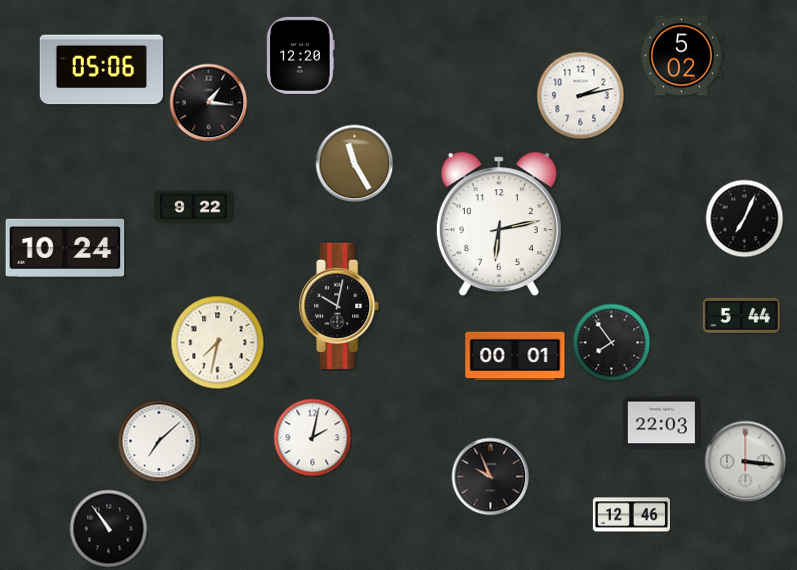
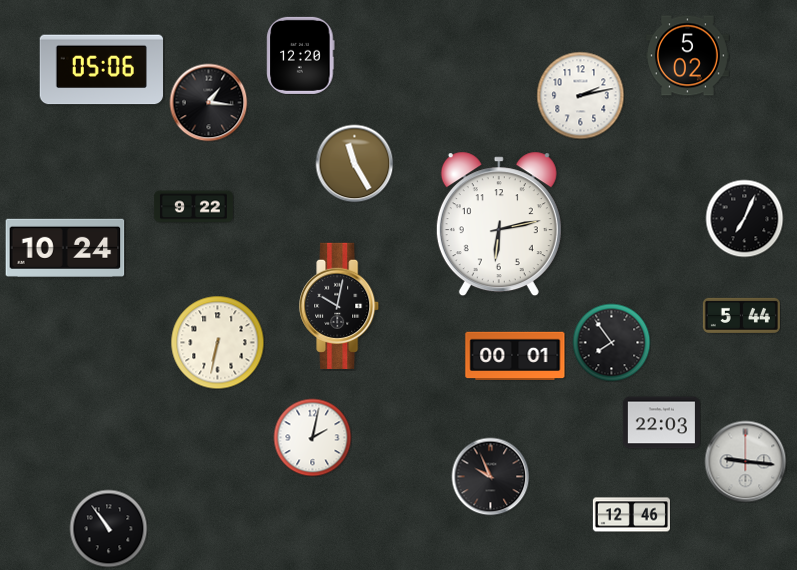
clock at (682, 56) position: (682, 56) -> (688, 56)
clock at (217, 342): 7:32 -> 6:32
clock at (159, 441): 7:08 -> none
clock at (745, 461): 3:16 -> 9:16
